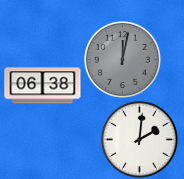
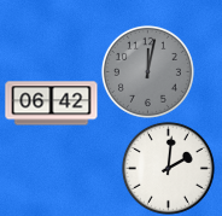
clock at (43, 86): 06:38 -> 06:42
